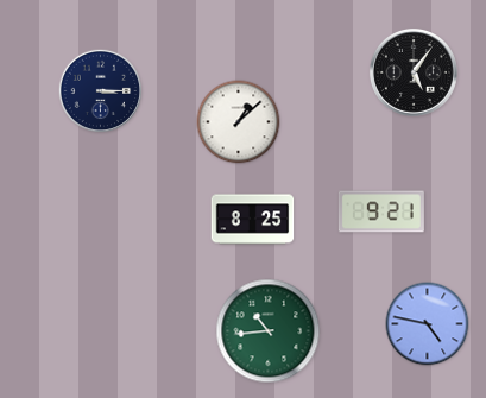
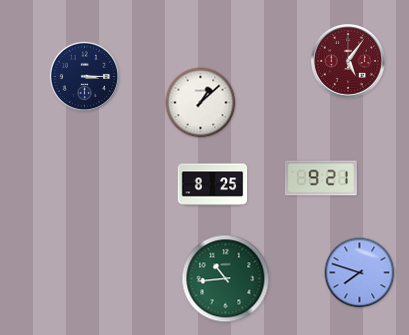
clock at (414, 72) dial: black -> burgundy
clock at (428, 324): 4:47 -> 7:48
